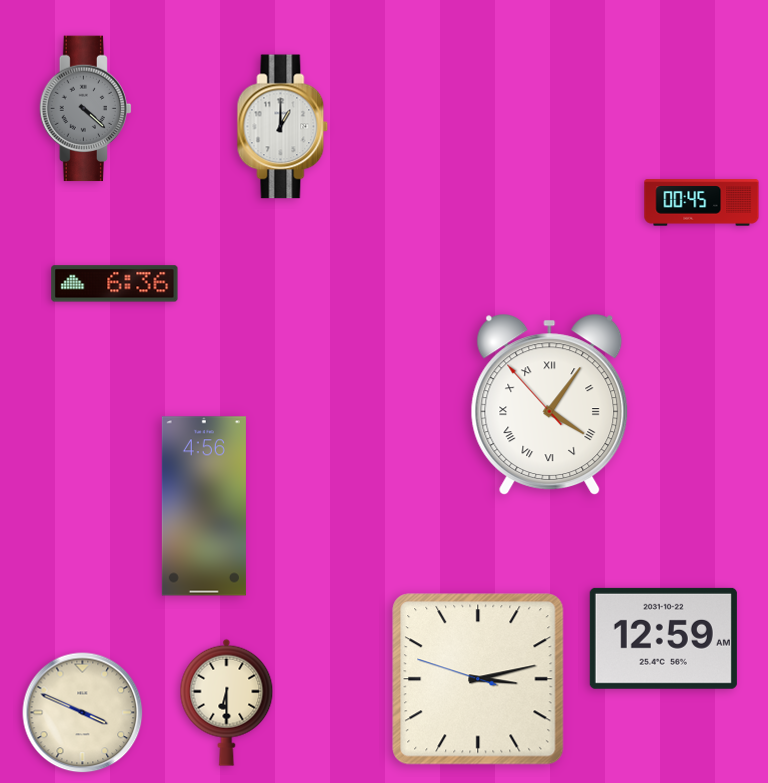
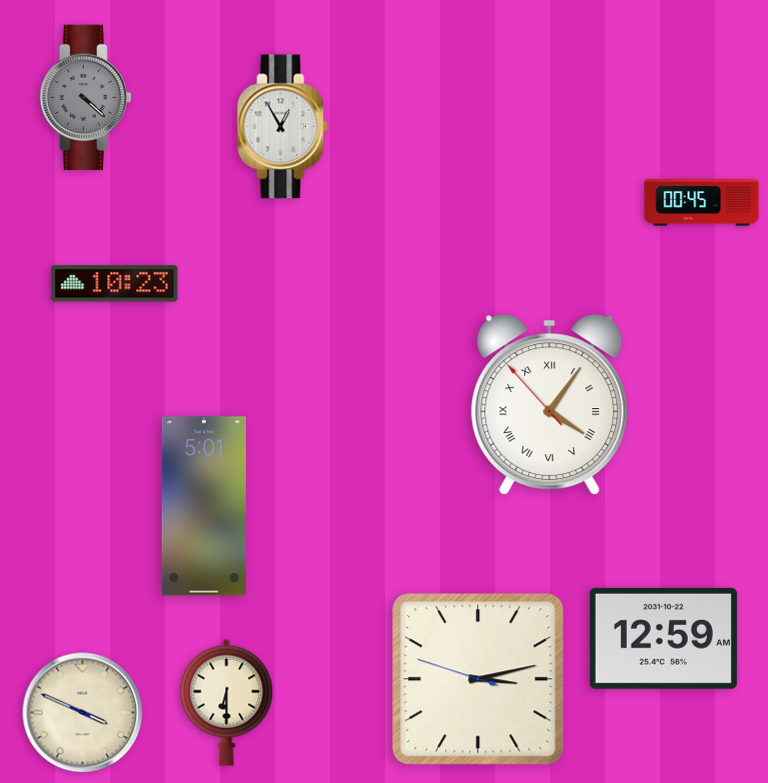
clock at (85, 109) position: (85, 109) -> (85, 98)
clock at (283, 127): 1:00 -> 12:55
clock at (115, 284): 6:36 -> 10:23
clock at (204, 506): 4:56 -> 5:01
